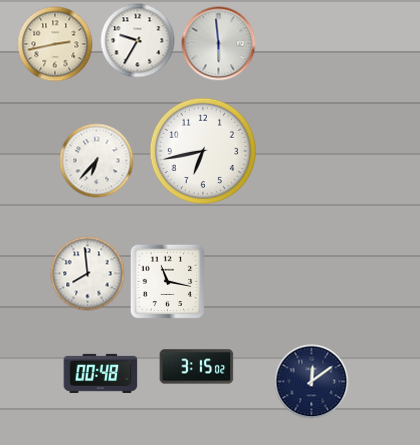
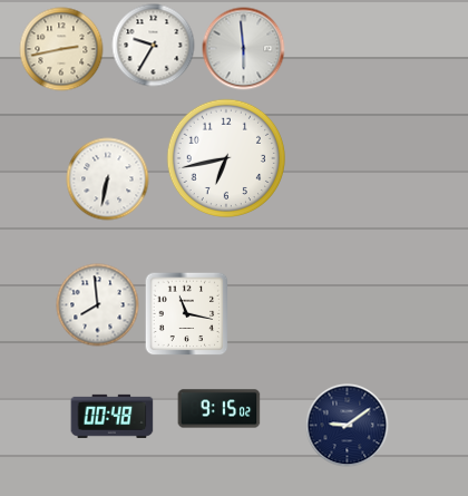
clock at (202, 150) position: (202, 150) -> (225, 157)
clock at (97, 161): 6:37 -> 6:32
clock at (197, 367): 3:15 -> 9:15
clock at (312, 382): 12:09 -> 9:09
